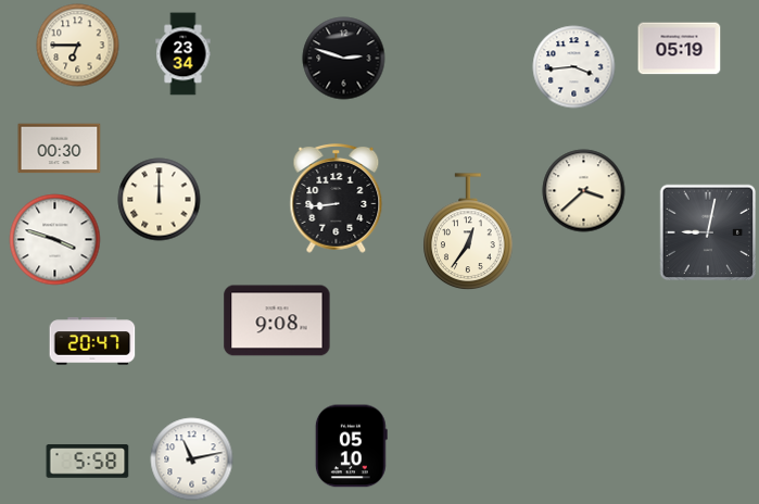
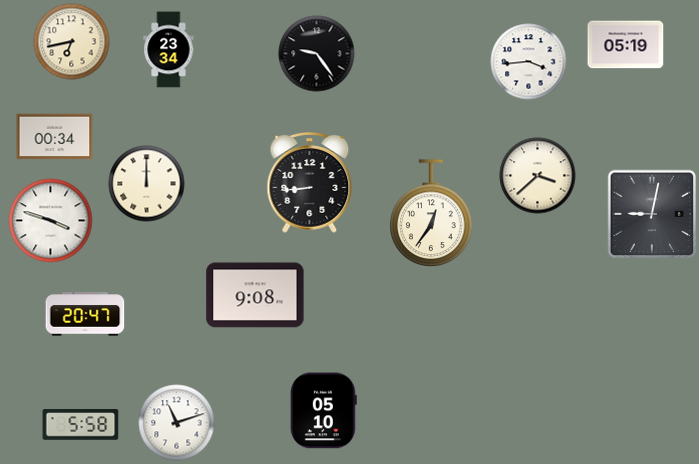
clock at (78, 46): 6:45 -> 6:43
clock at (344, 59): 2:48 -> 9:24
clock at (60, 149): 00:30 -> 00:34
clock at (192, 459): 11:13 -> 11:12
